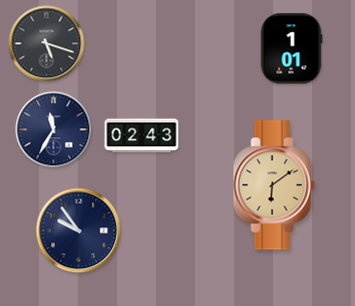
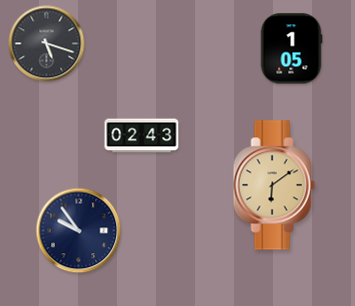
clock at (291, 49): 1:01 -> 1:05
clock at (54, 130): 11:35 -> none
